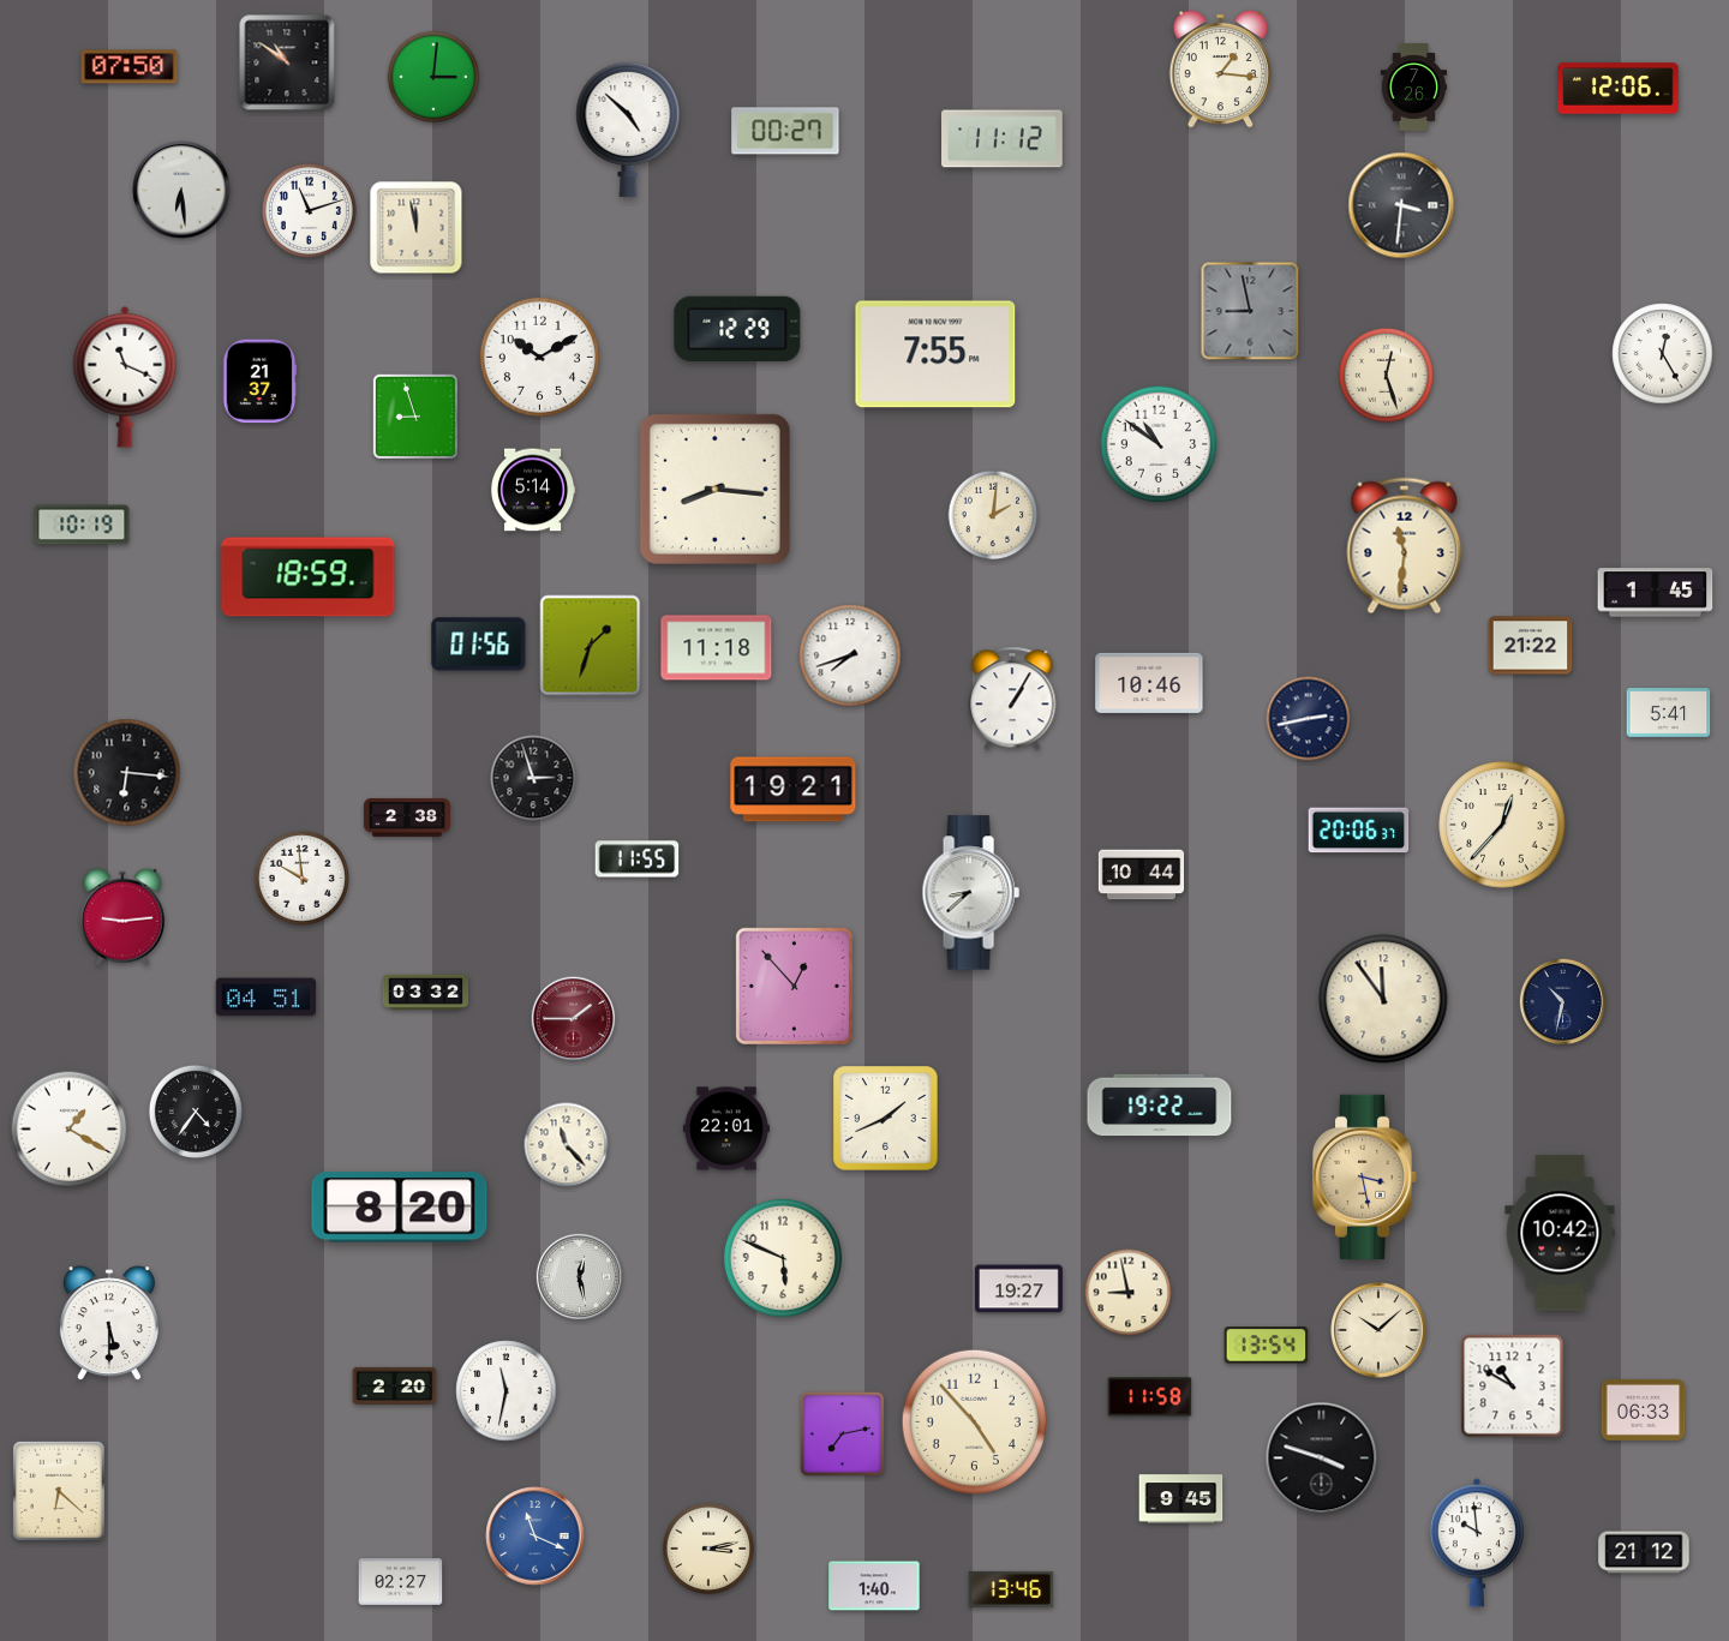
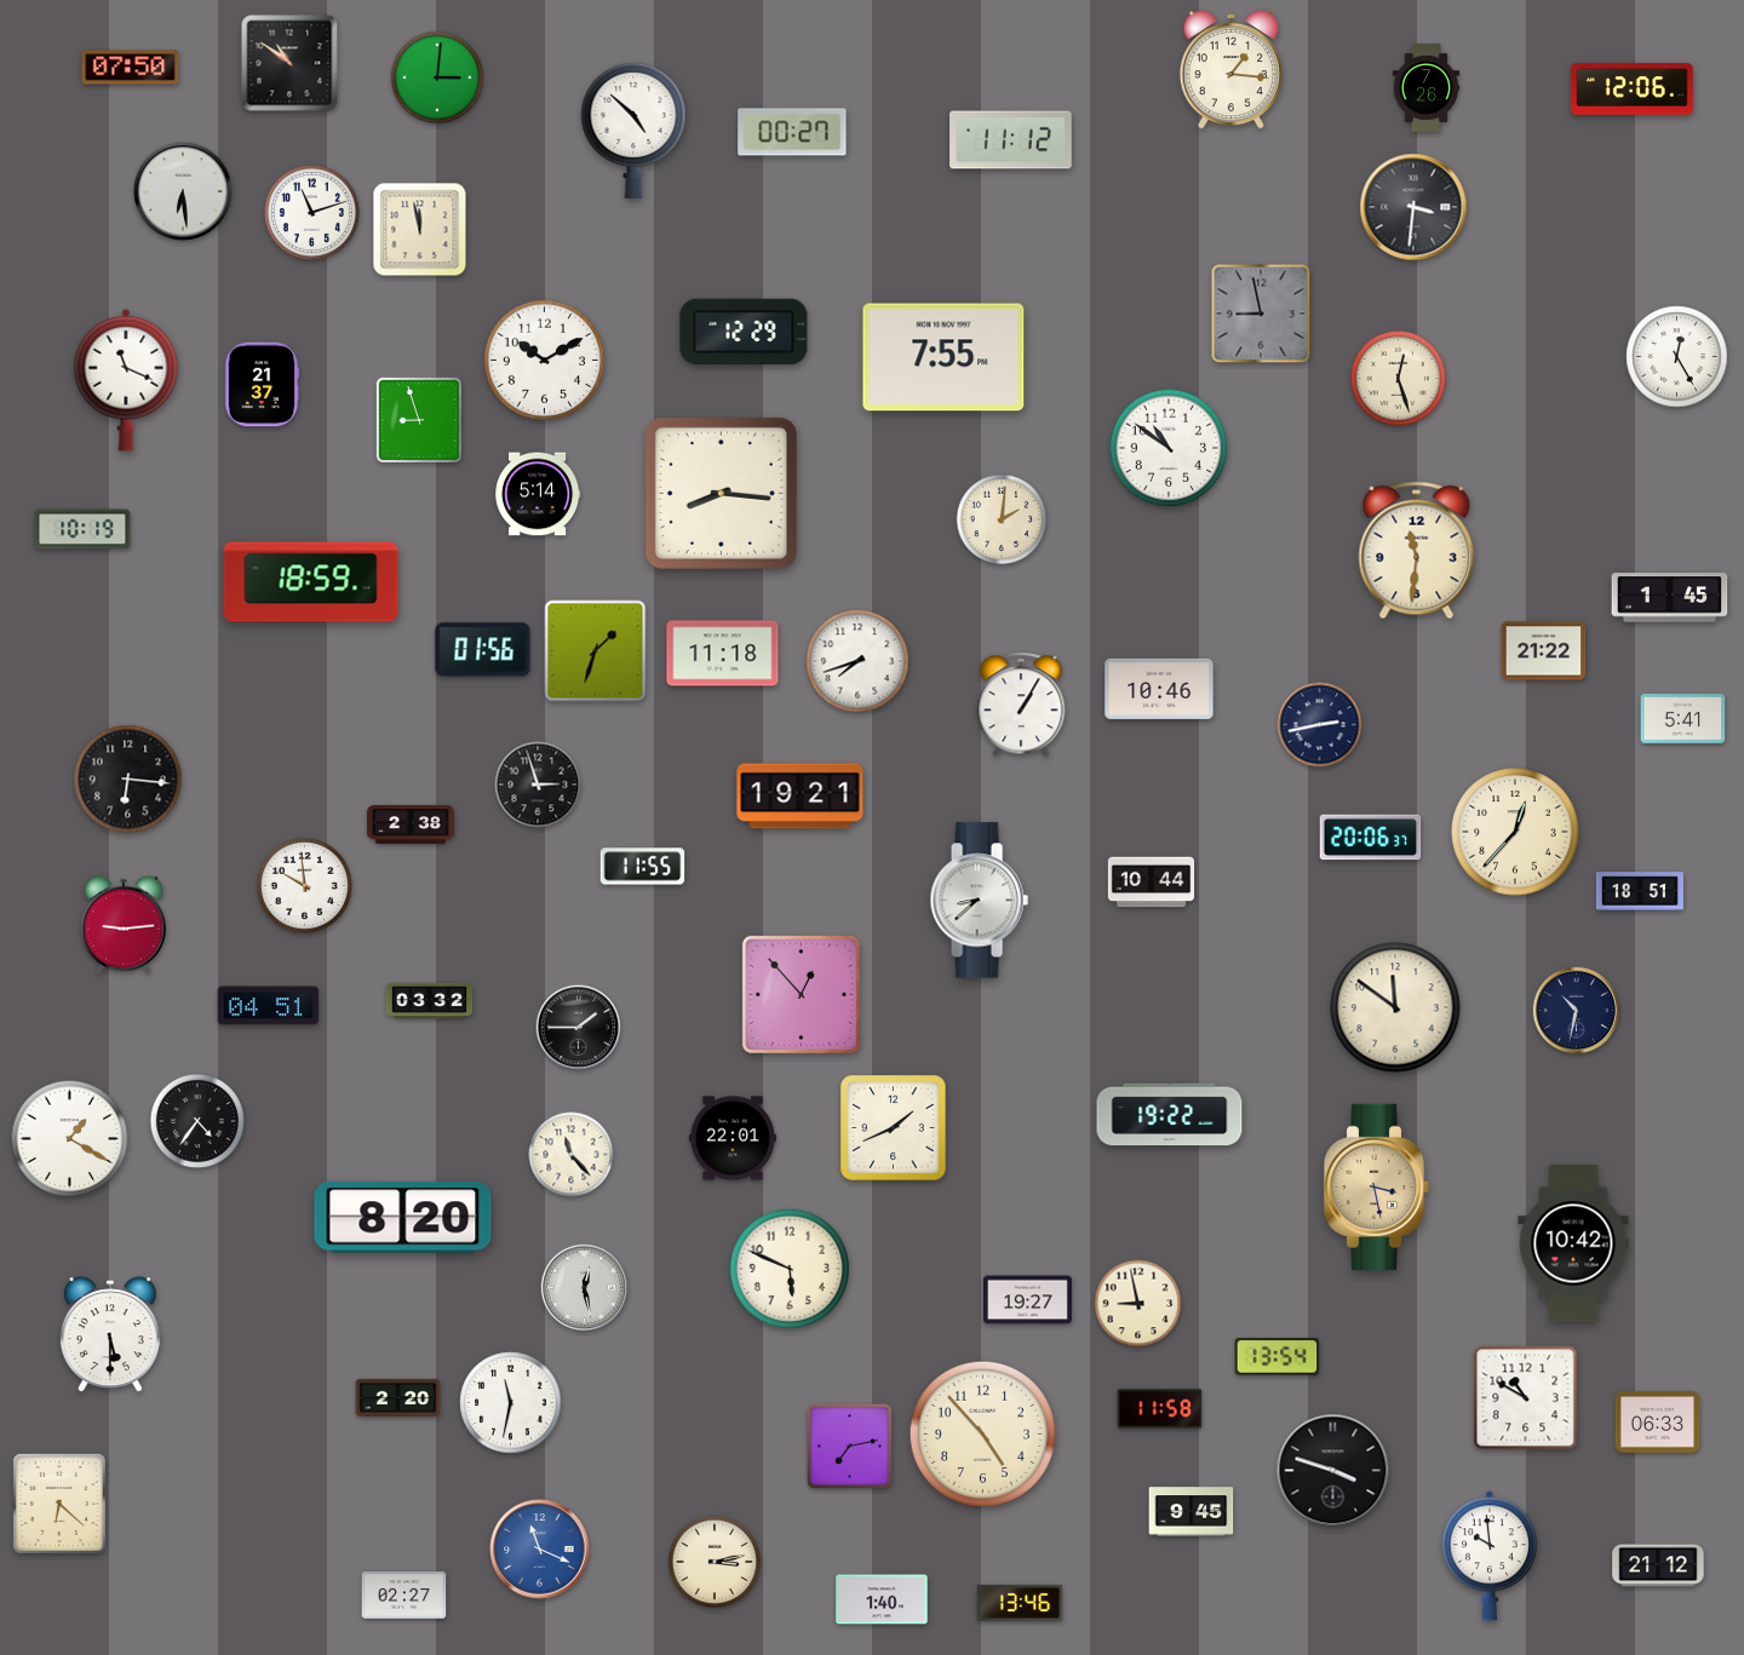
clock at (1640, 891): none -> 18:51
clock at (1383, 999): 11:54 -> 11:51
clock at (574, 1019) dial: burgundy -> black
clock at (1378, 1330): 10:08 -> none
